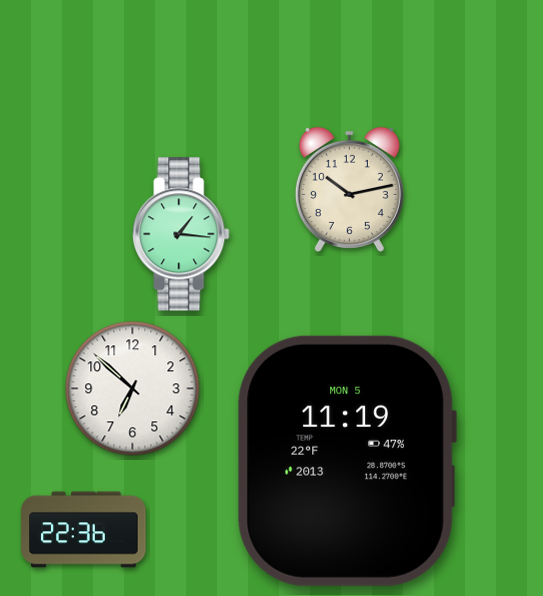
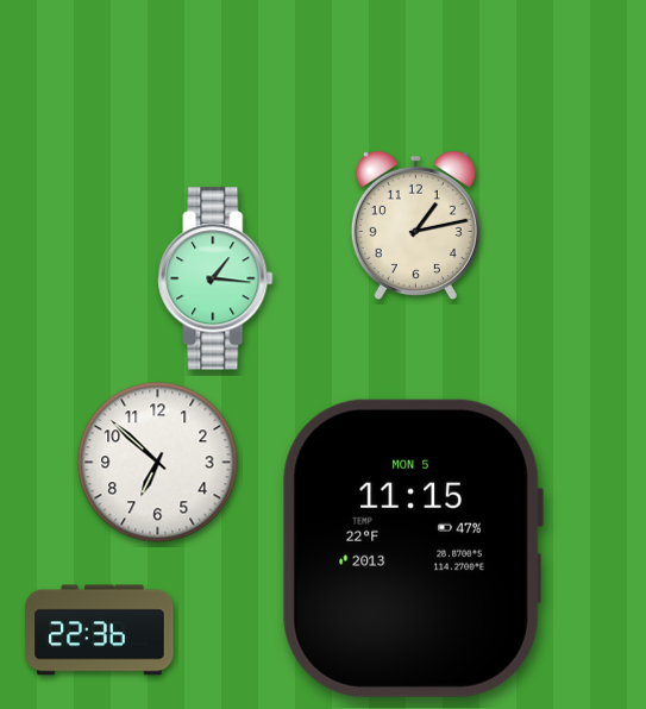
clock at (349, 189): 10:13 -> 1:13
clock at (347, 461): 11:19 -> 11:15
